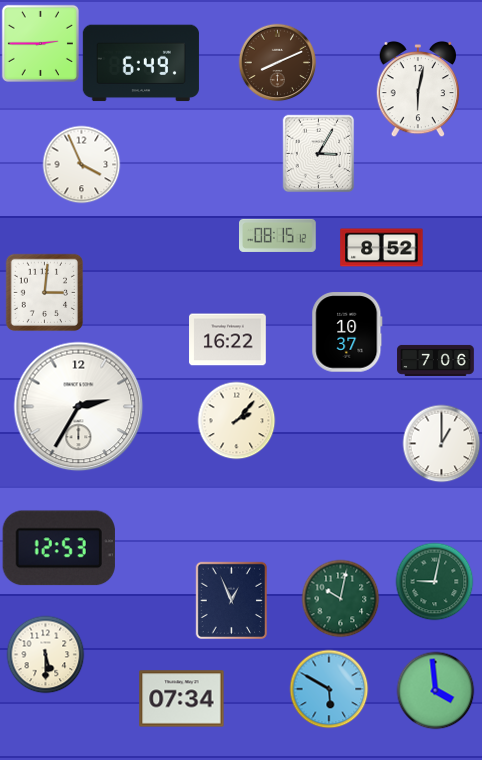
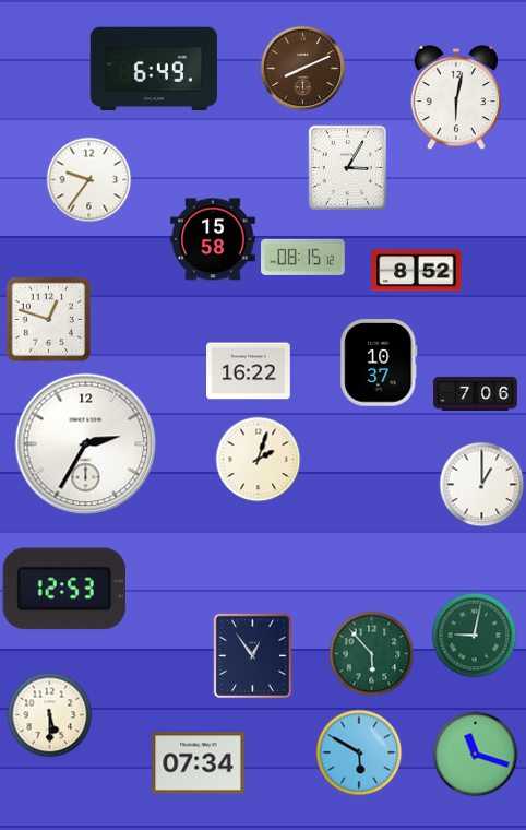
clock at (40, 43): 2:45 -> none
clock at (81, 164): 3:56 -> 9:36
clock at (213, 239): none -> 15:58
clock at (44, 292): 3:01 -> 12:48
clock at (236, 420): 2:07 -> 2:03
clock at (59, 548) position: (59, 548) -> (64, 589)
clock at (340, 598): 10:02 -> 5:53
clock at (232, 600): 12:56 -> 12:54
clock at (435, 690): 3:59 -> 11:18
